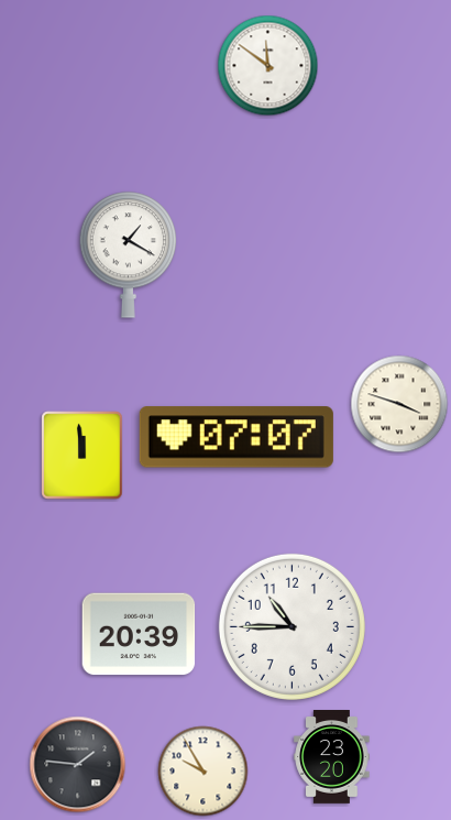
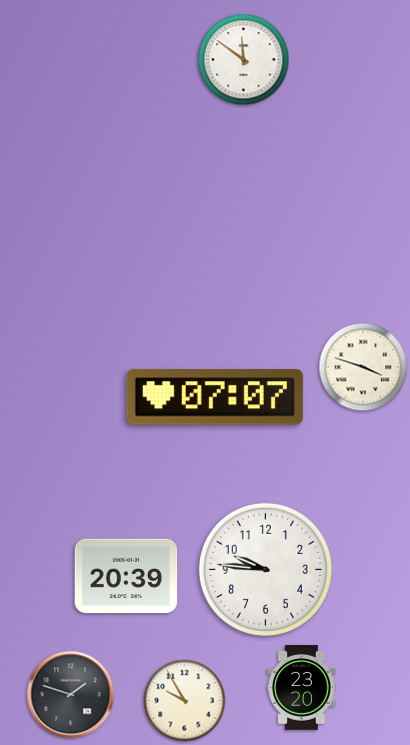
clock at (129, 255): 1:20 -> none
clock at (82, 456): 11:59 -> none
clock at (291, 626): 10:45 -> 9:46
clock at (78, 765): 1:46 -> 1:48
